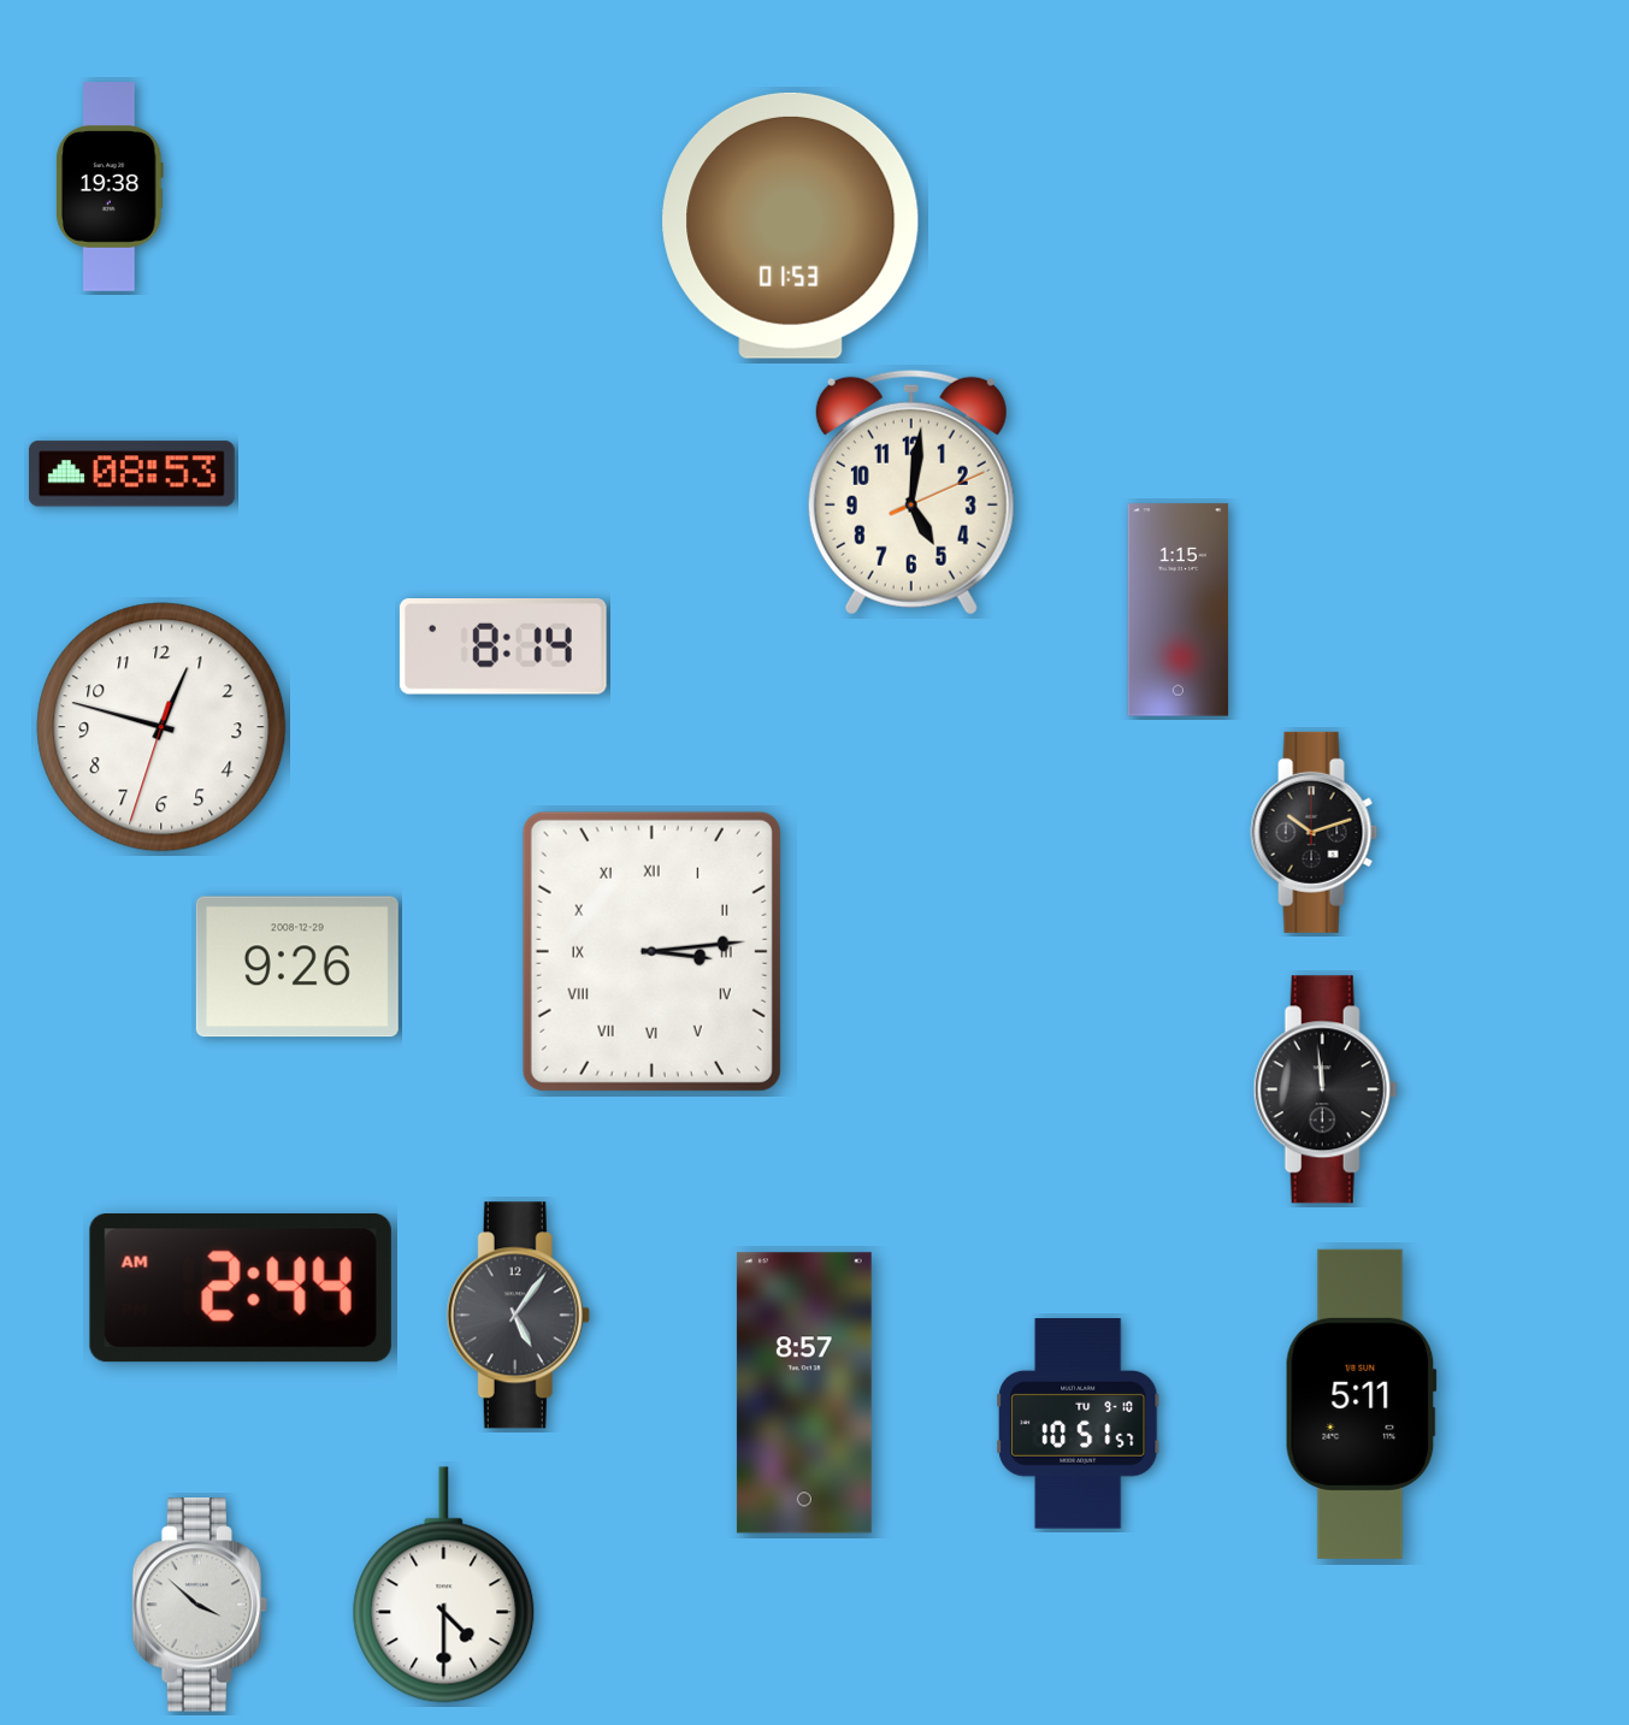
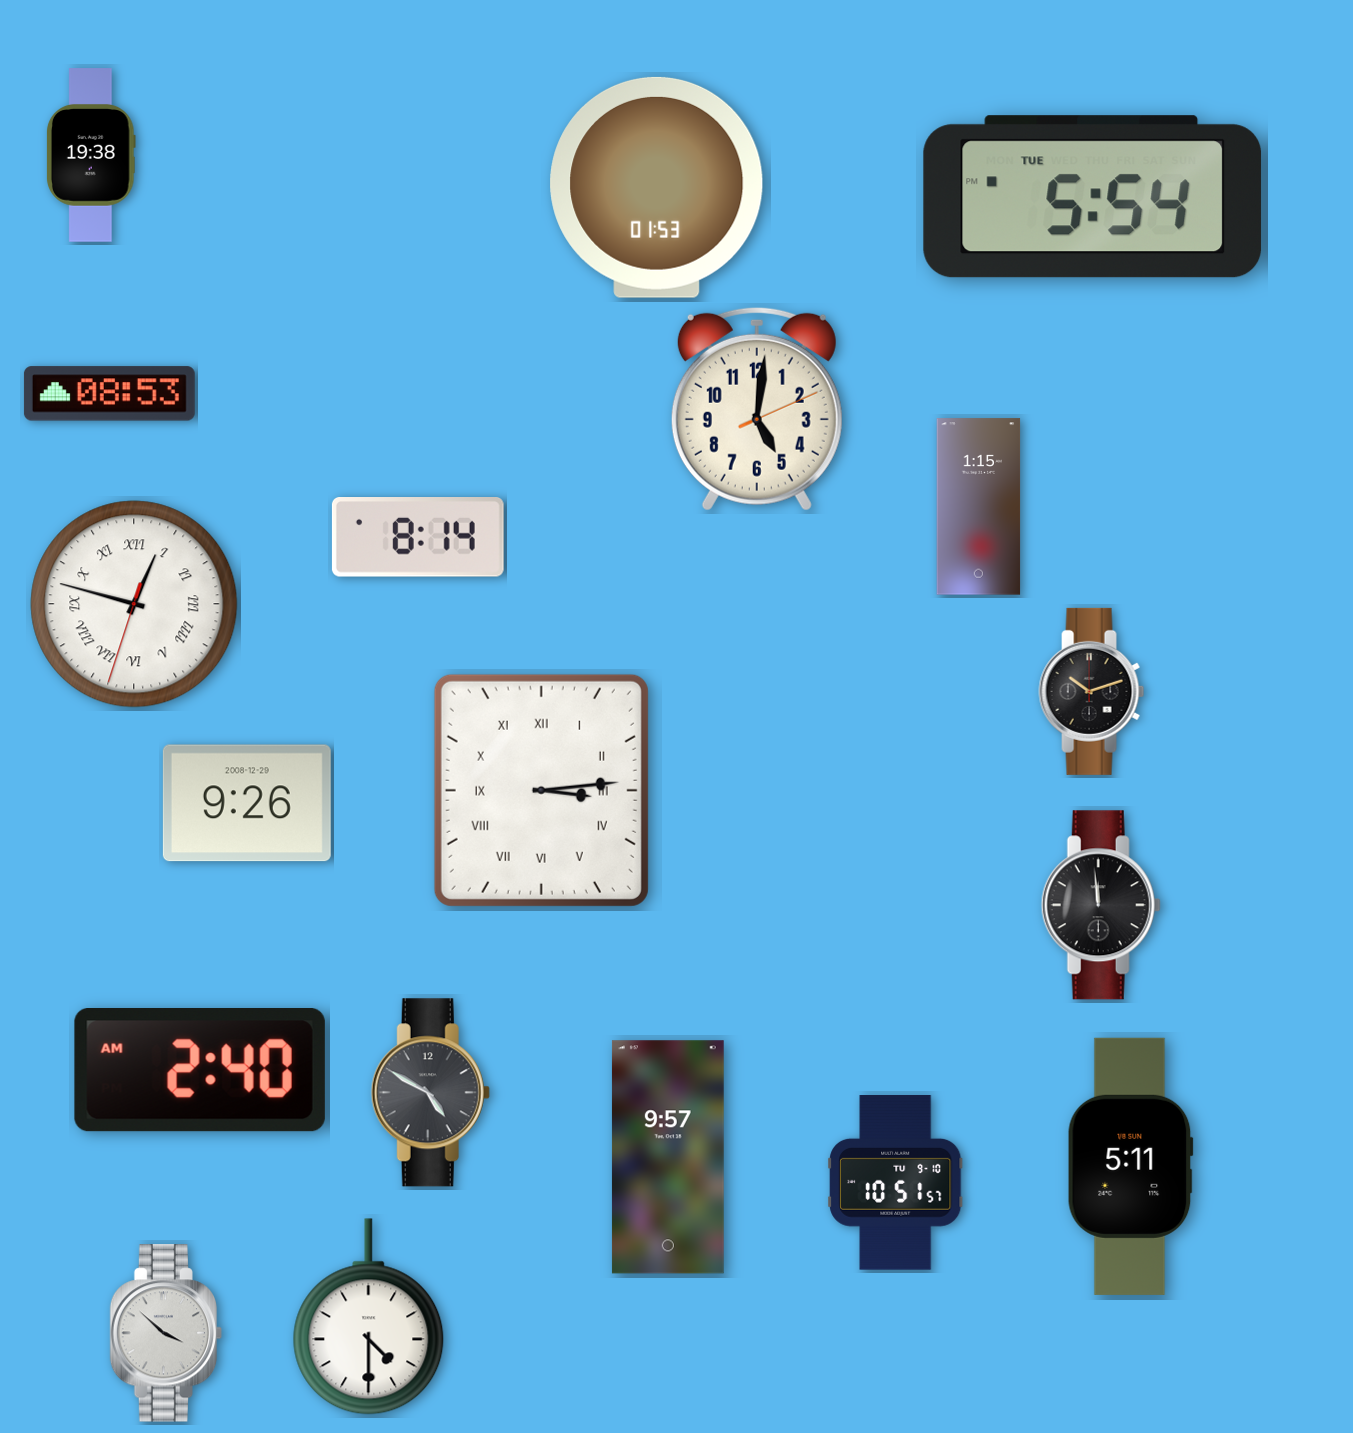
clock at (1093, 197): none -> 5:54
clock at (161, 727) numerals: Arabic -> Roman
clock at (241, 1289): 2:44 -> 2:40
clock at (518, 1316): 5:06 -> 4:50
clock at (804, 1393): 8:57 -> 9:57
